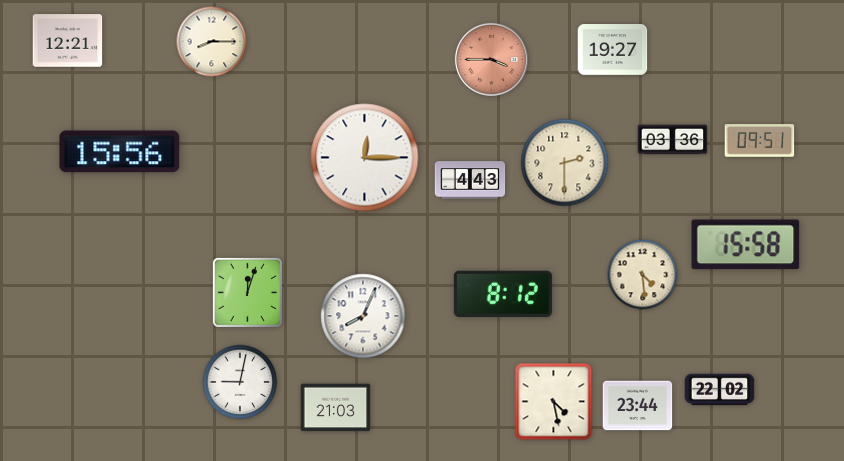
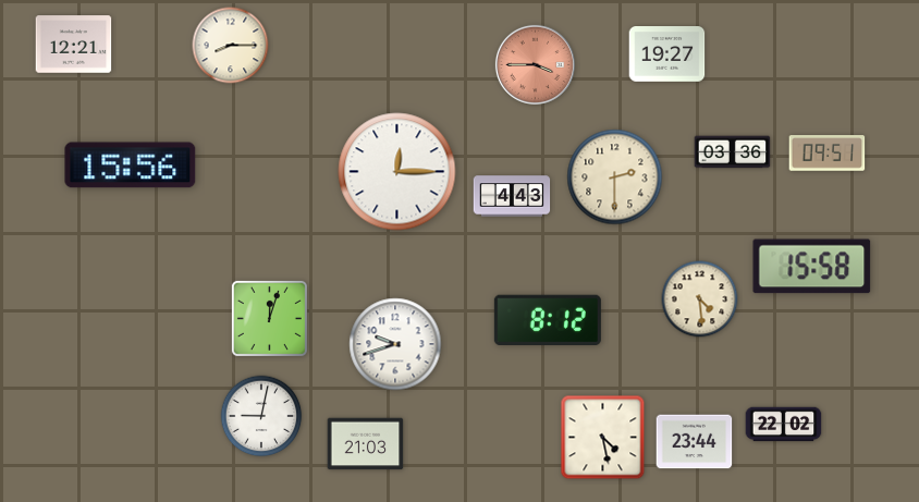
clock at (363, 316): 8:04 -> 9:42
